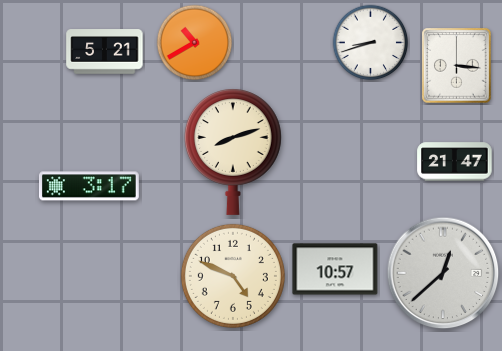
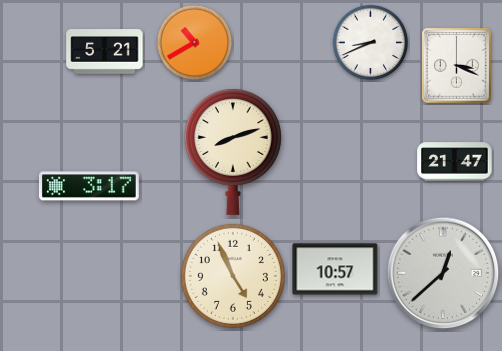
clock at (371, 43): 8:42 -> 8:41
clock at (457, 66): 3:16 -> 3:19
clock at (233, 276): 4:49 -> 4:56
